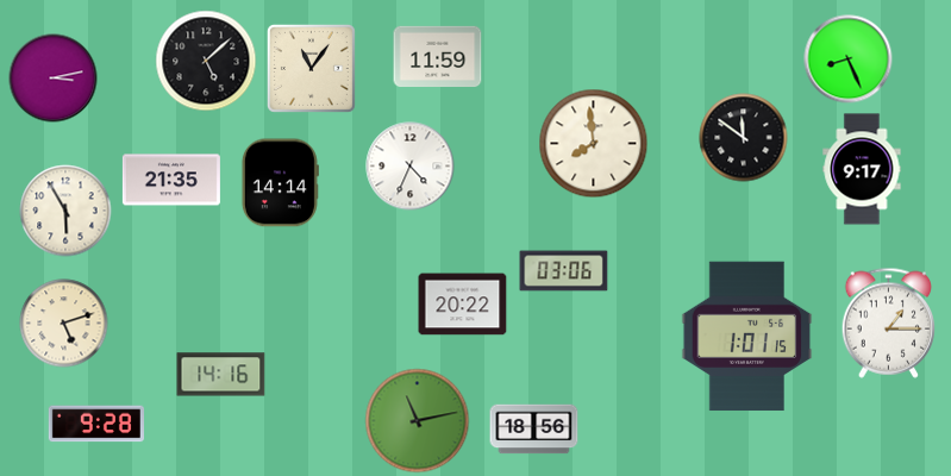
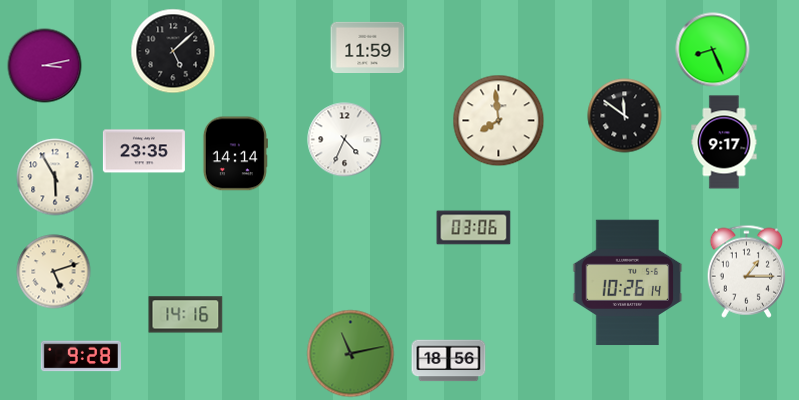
clock at (311, 68): 11:06 -> none
clock at (171, 180): 21:35 -> 23:35
clock at (463, 305): 20:22 -> none
clock at (747, 337): 1:01 -> 10:26
